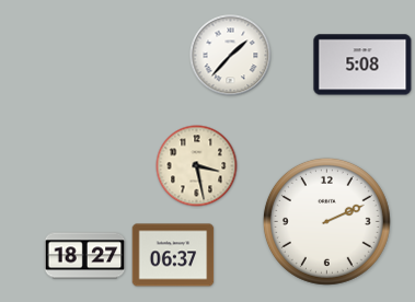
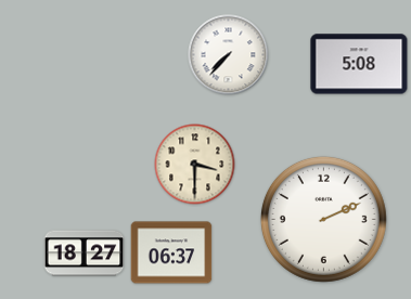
clock at (231, 56): 1:37 -> 7:37
clock at (197, 166): 3:28 -> 3:30
